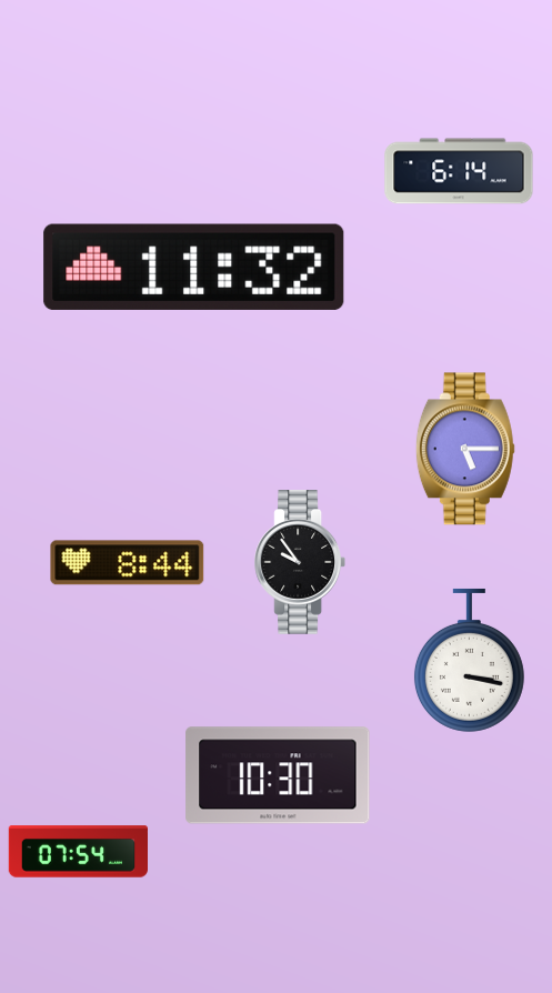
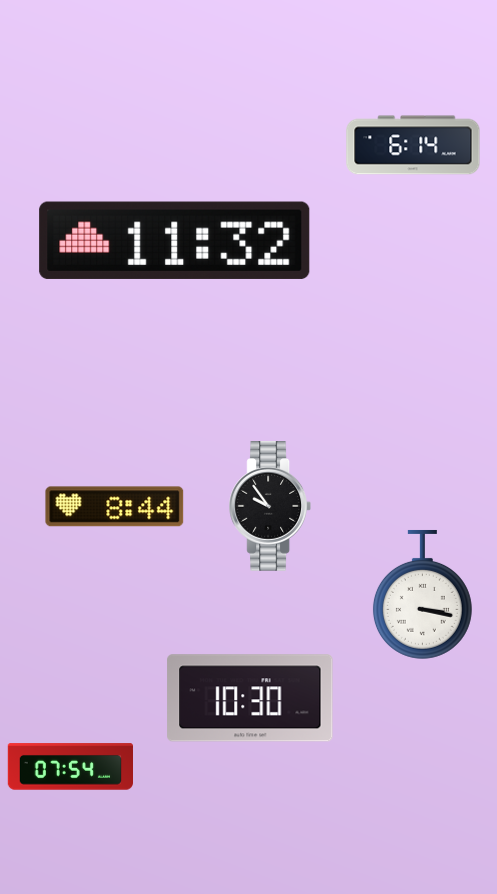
clock at (459, 171) position: (459, 171) -> (413, 145)
clock at (465, 449): 5:15 -> none
